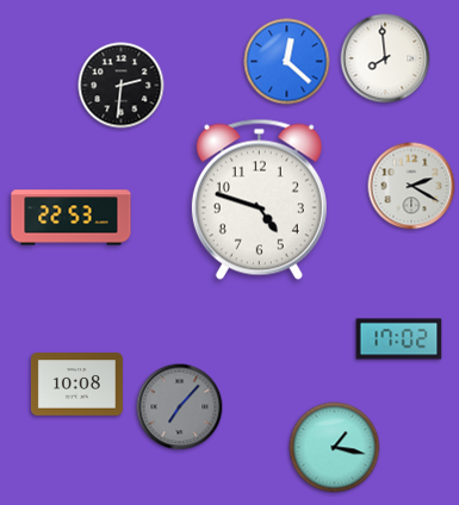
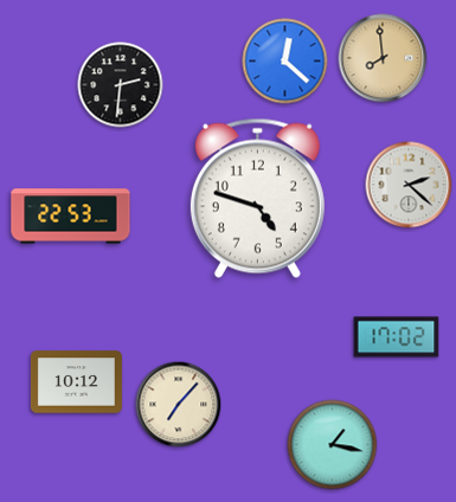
clock at (385, 58) dial: white -> champagne
clock at (411, 186): 2:20 -> 2:22
clock at (76, 385): 10:08 -> 10:12
clock at (180, 407) dial: grey -> cream
